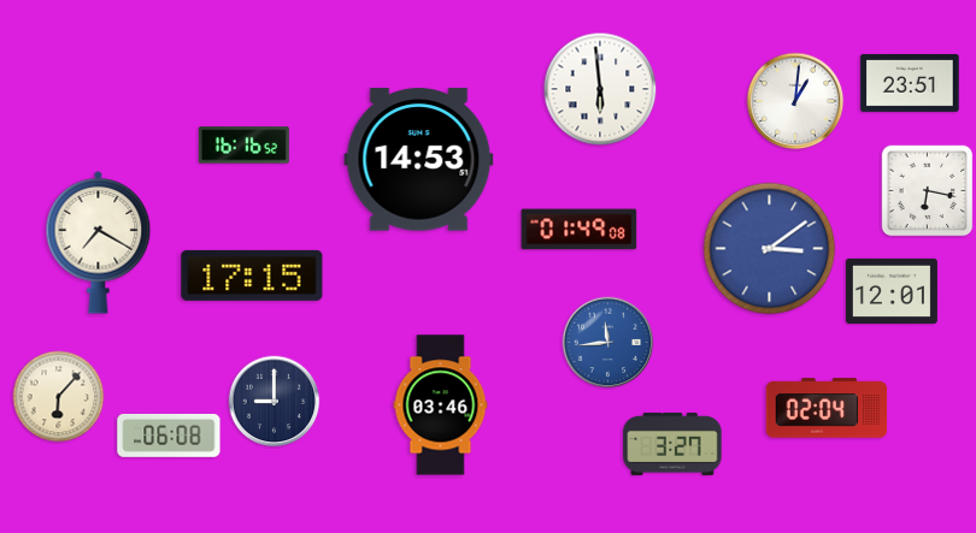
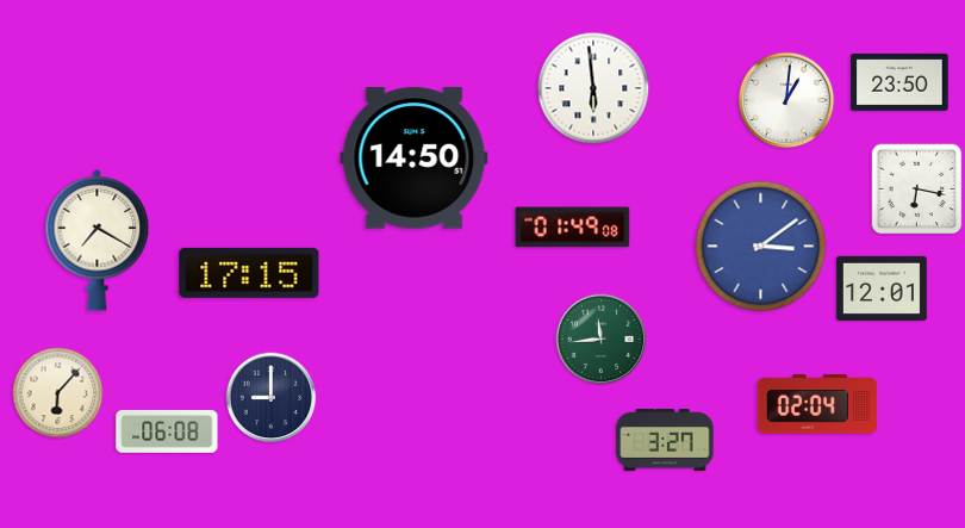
clock at (910, 83): 23:51 -> 23:50
clock at (243, 146): 16:16 -> none
clock at (419, 160): 14:53 -> 14:50
clock at (608, 343) dial: blue -> green
clock at (441, 405): 03:46 -> none
